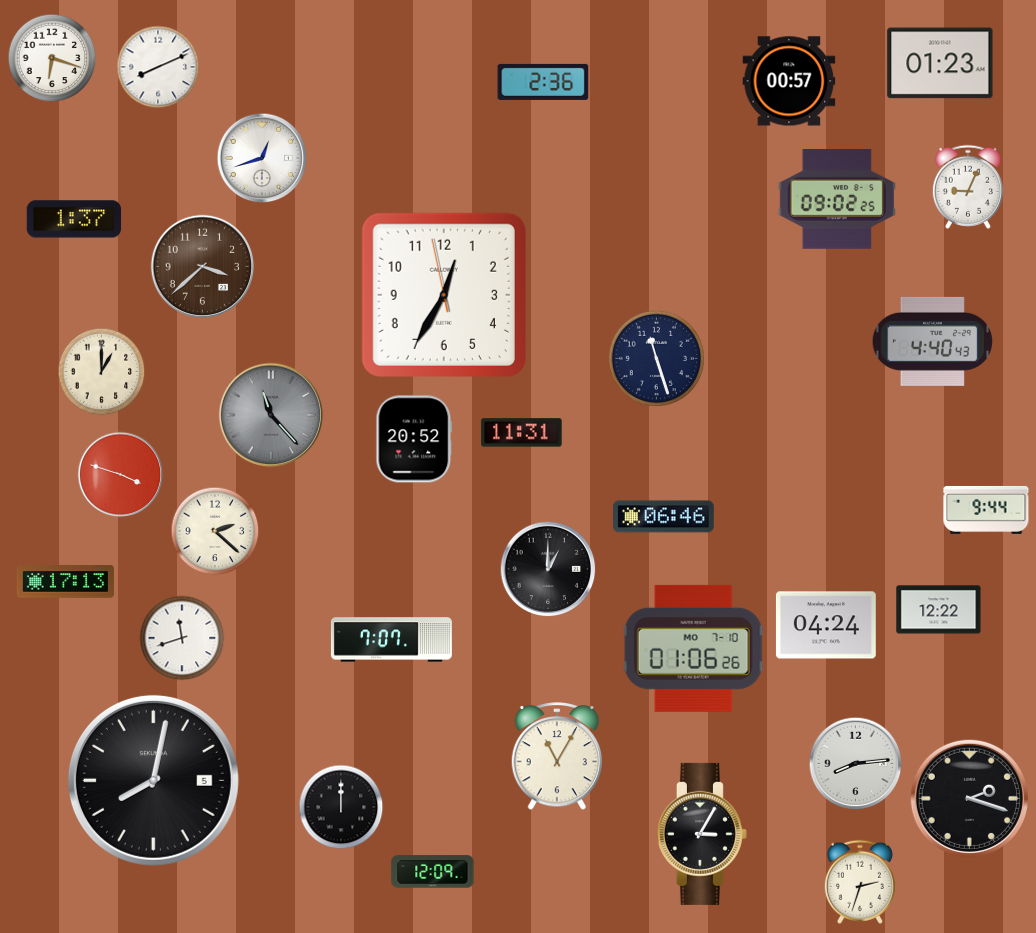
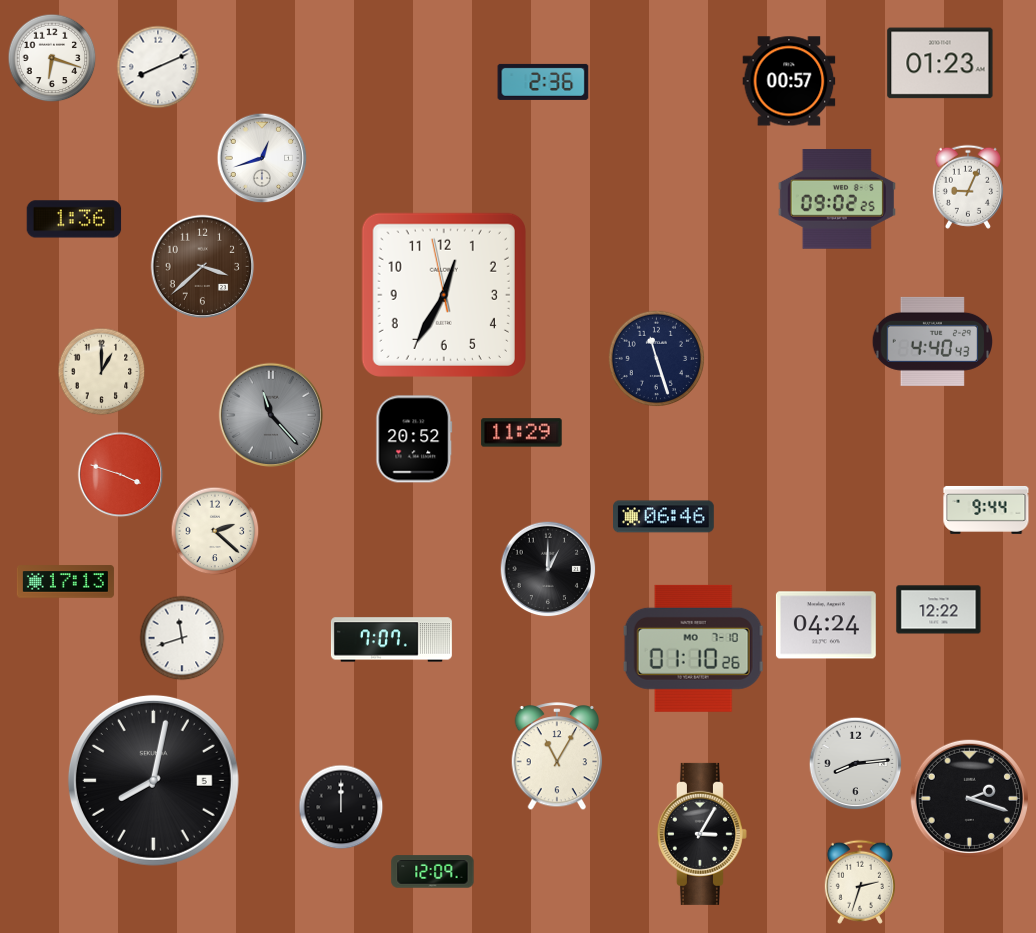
clock at (74, 219): 1:37 -> 1:36
clock at (522, 433): 11:31 -> 11:29
clock at (694, 648): 01:06 -> 01:10
